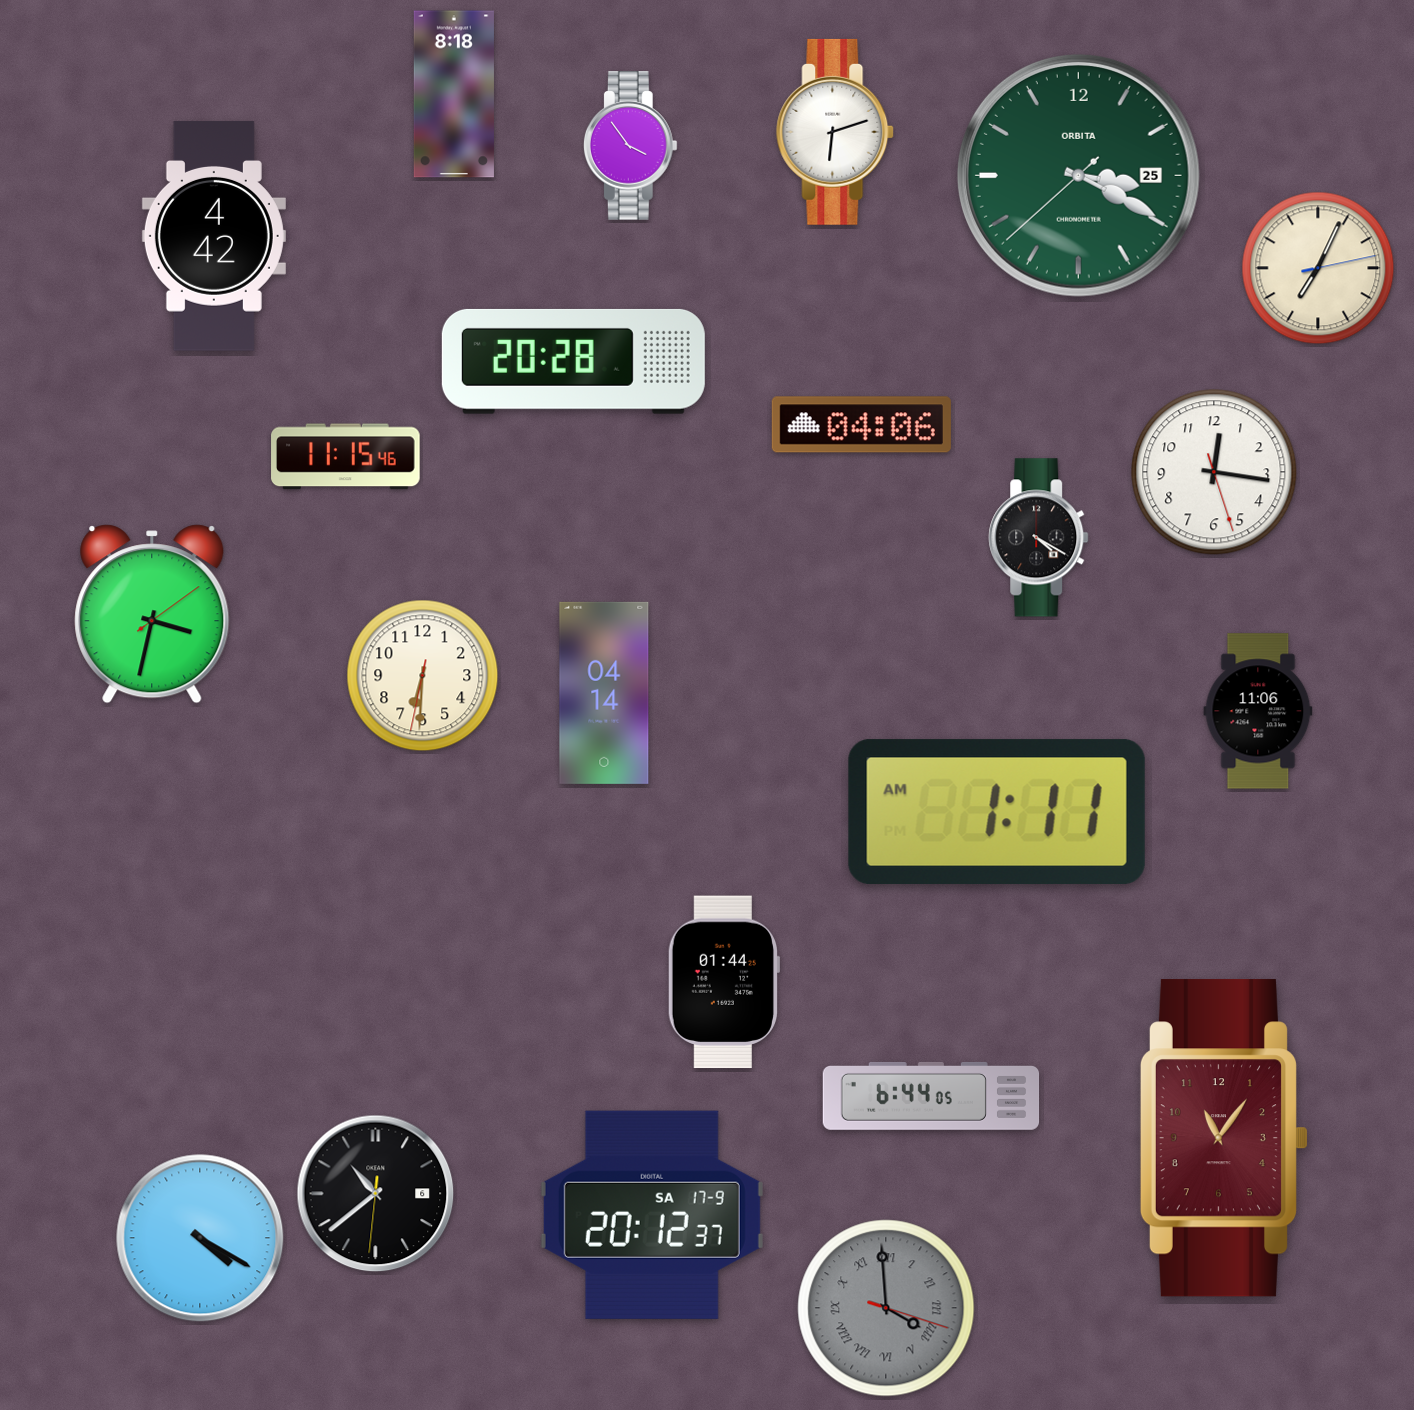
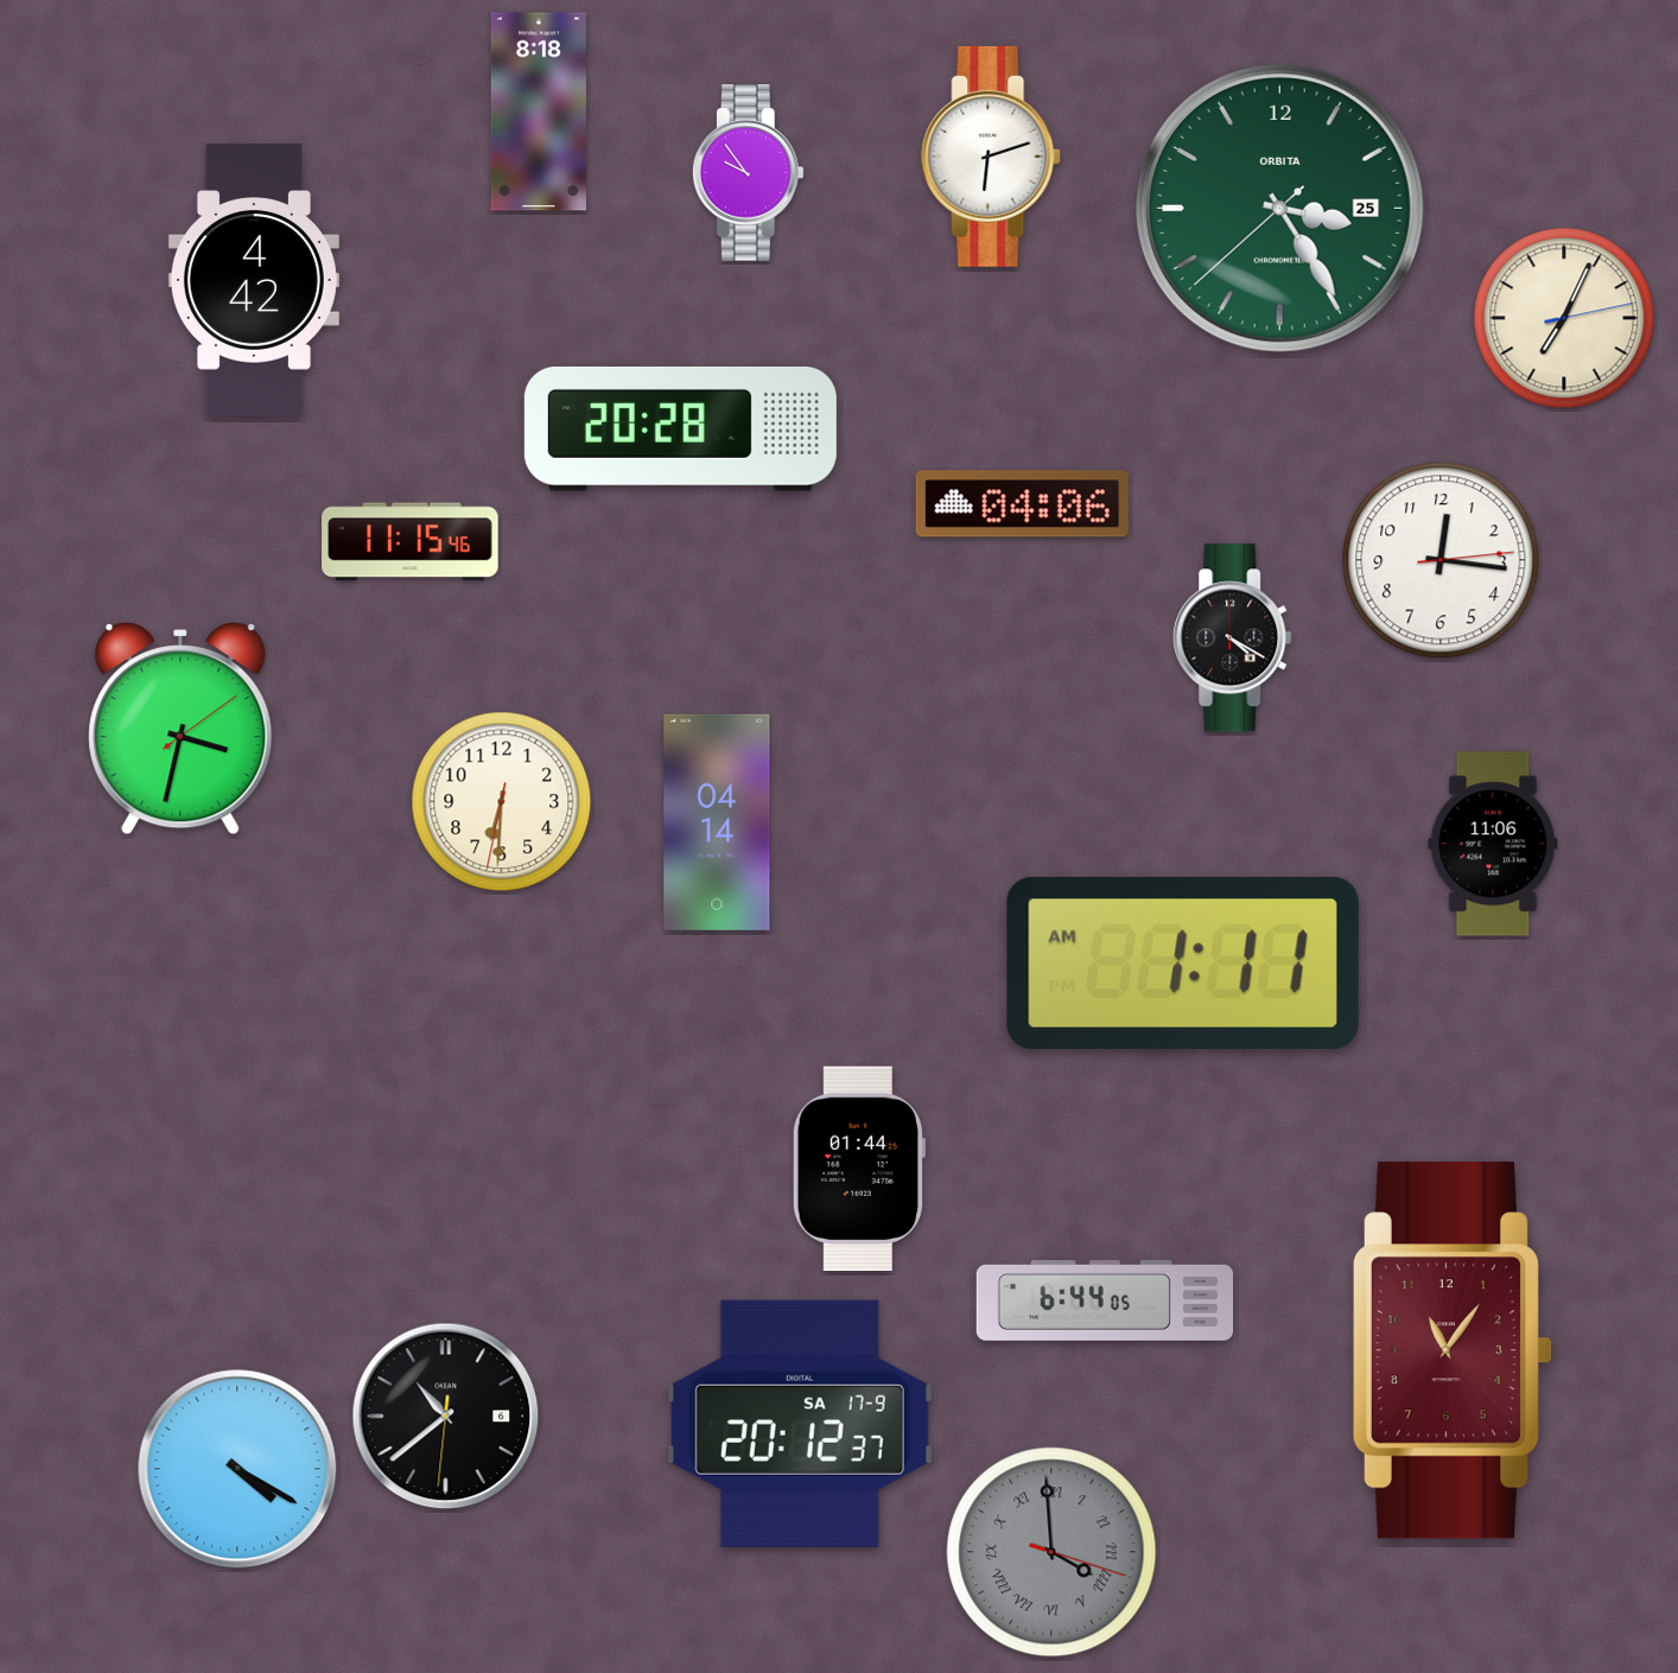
clock at (630, 146): 3:54 -> 9:54
clock at (1078, 175): 3:19 -> 3:24
clock at (1214, 472): 12:16:27 -> 12:16:14
clock at (723, 982) position: (723, 982) -> (858, 1169)
clock at (652, 1215) position: (652, 1215) -> (800, 1424)
